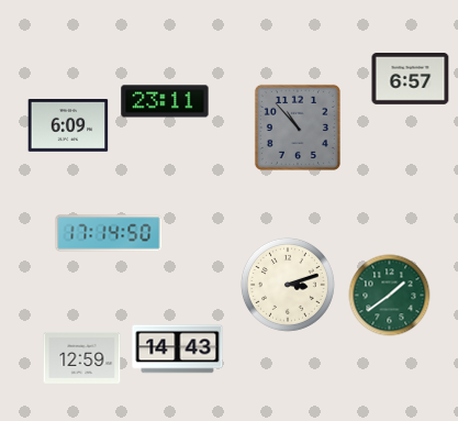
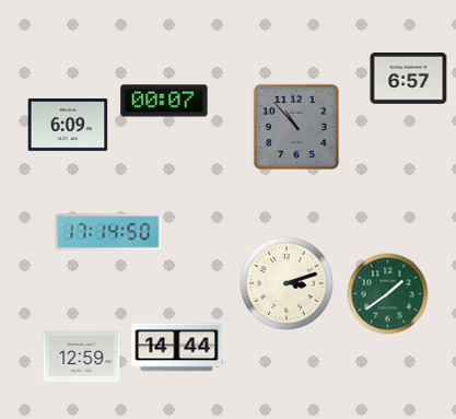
clock at (165, 101): 23:11 -> 00:07
clock at (178, 350): 14:43 -> 14:44
